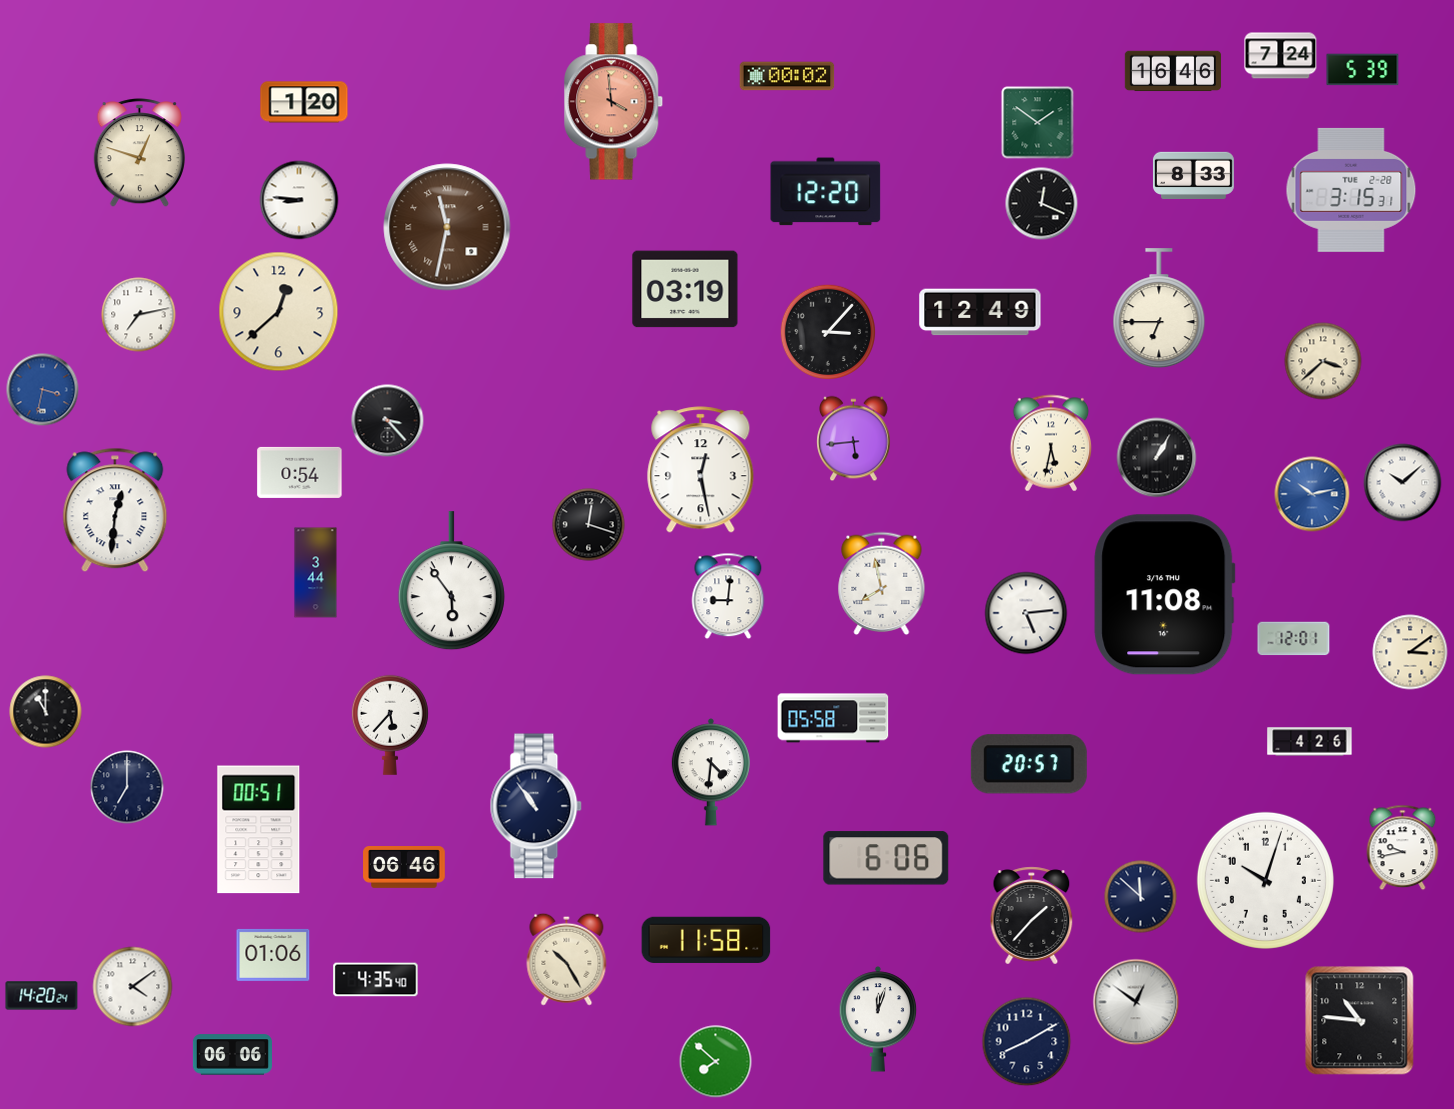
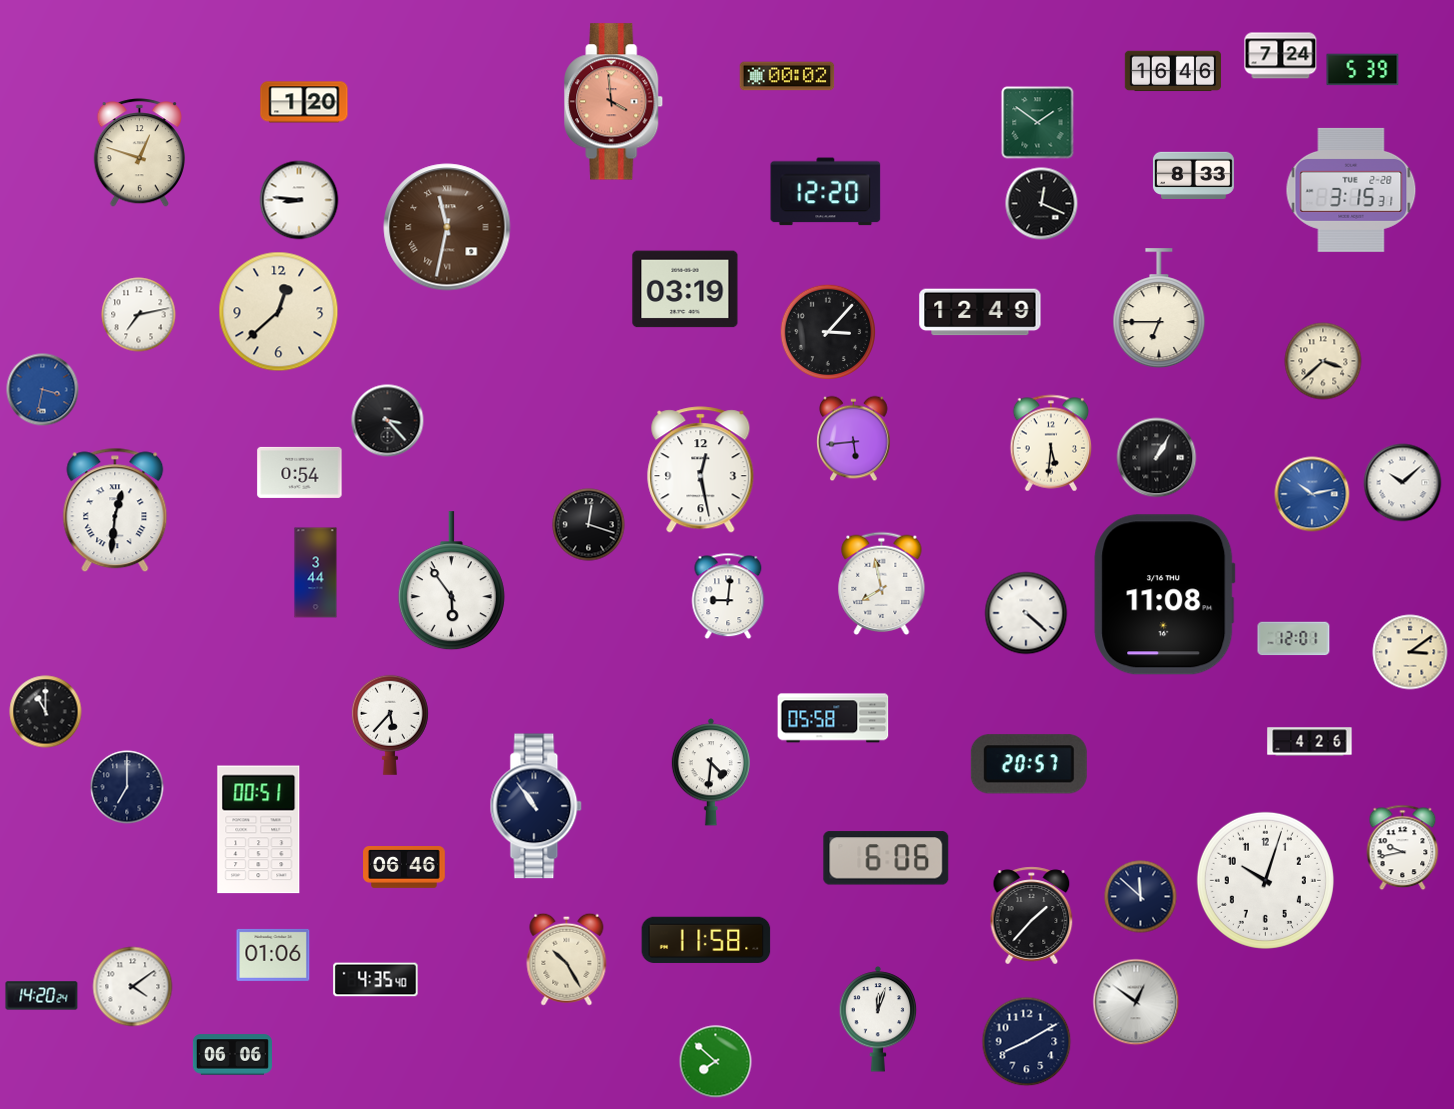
clock at (1051, 443): 5:32 -> 5:31
clock at (1026, 613): 5:14 -> 4:22
clock at (1360, 1021): 10:46 -> none
